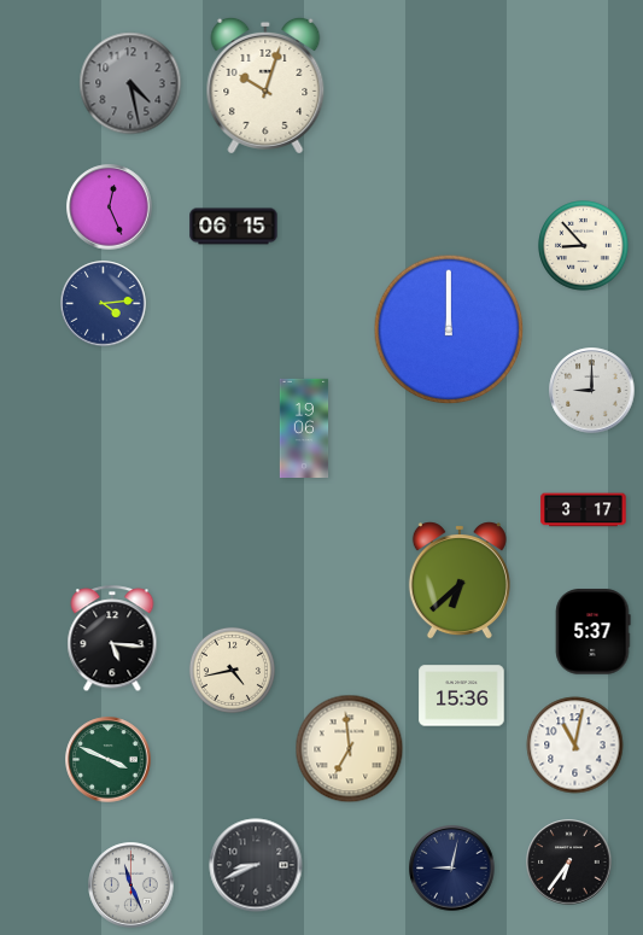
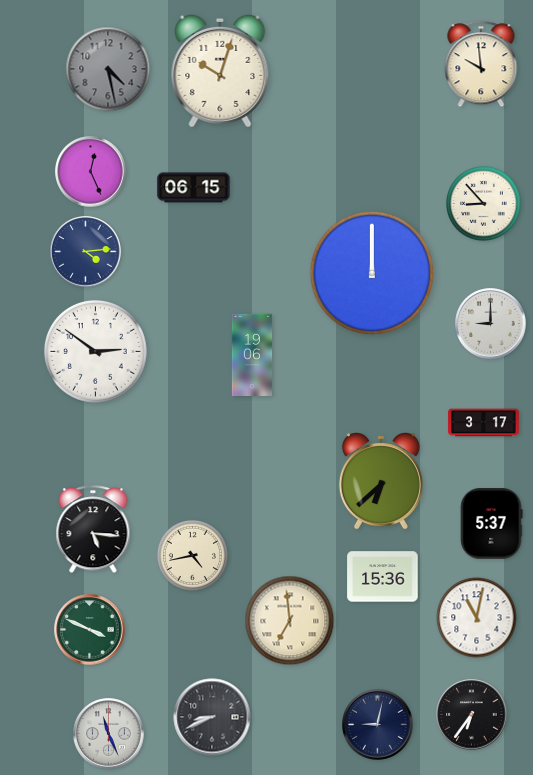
clock at (481, 64): none -> 9:59
clock at (95, 351): none -> 2:51
clock at (452, 869) position: (452, 869) -> (378, 725)
